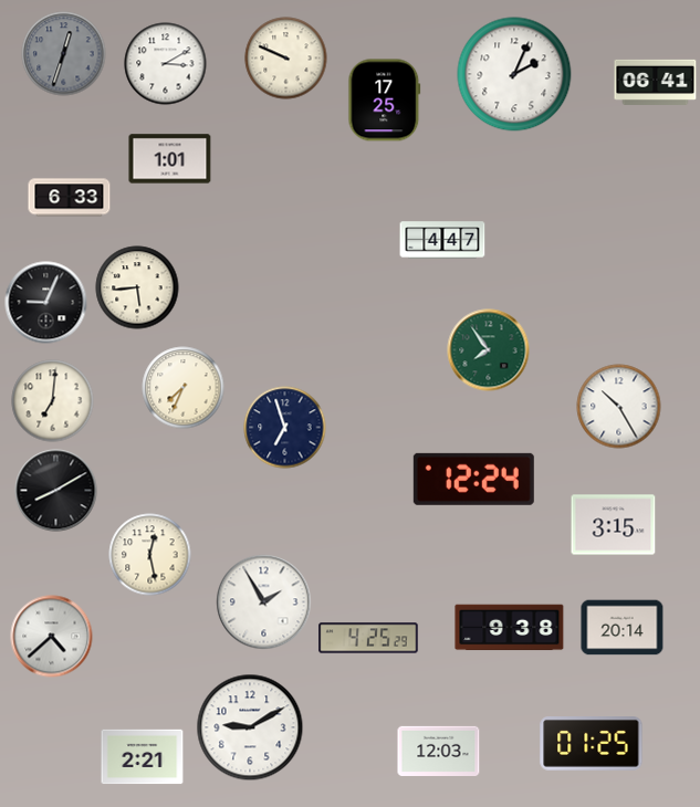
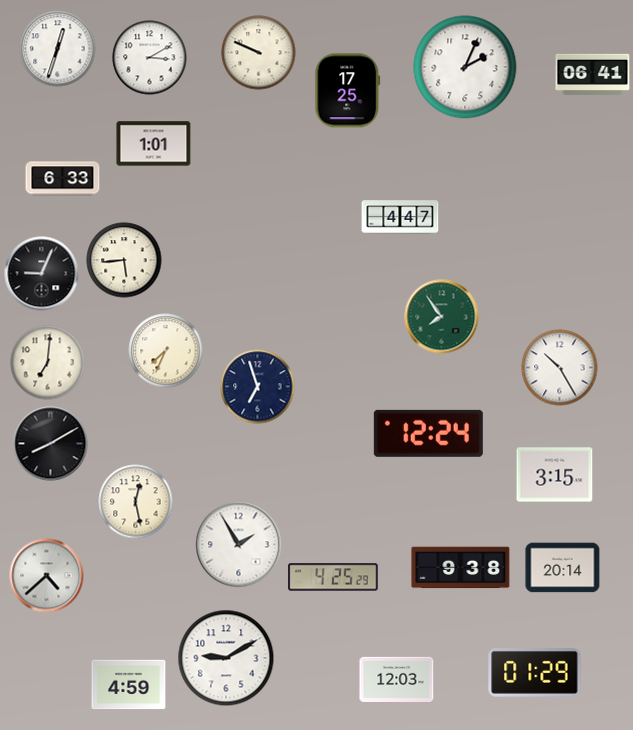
clock at (64, 54) dial: grey -> white
clock at (592, 744): 01:25 -> 01:29
clock at (143, 757): 2:21 -> 4:59
